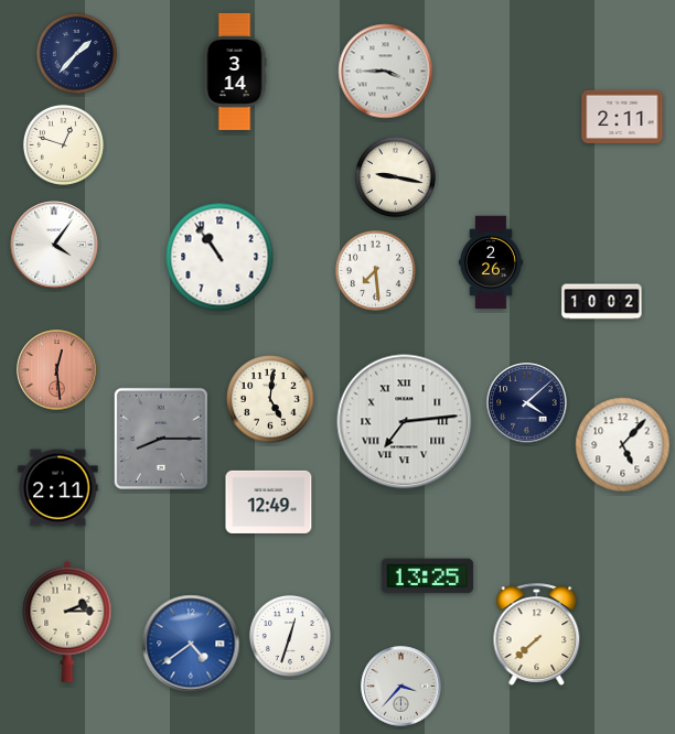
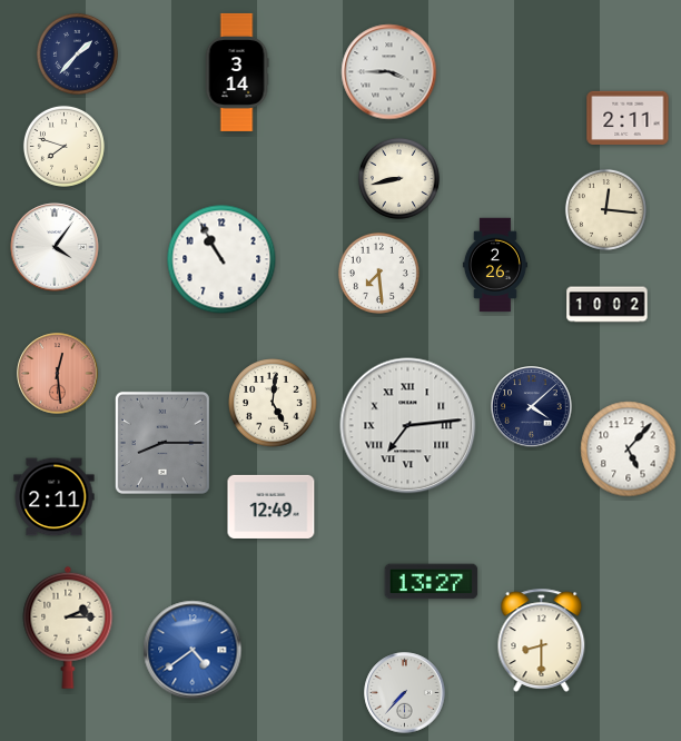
clock at (63, 144): 12:48 -> 7:48
clock at (395, 176): 9:17 -> 8:43
clock at (605, 209): none -> 12:16
clock at (219, 257): 10:54 -> 10:55
clock at (58, 488) position: (58, 488) -> (55, 497)
clock at (428, 576): 13:25 -> 13:27
clock at (537, 634): 7:38 -> 8:30
clock at (290, 636): 12:33 -> none
clock at (401, 687): 3:37 -> 7:37
